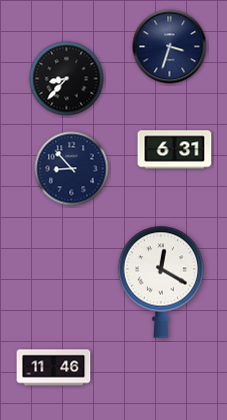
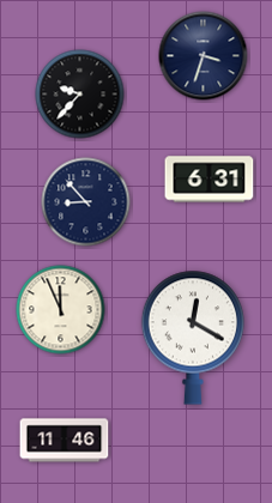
clock at (67, 79): 8:37 -> 9:37
clock at (61, 310): none -> 11:56
